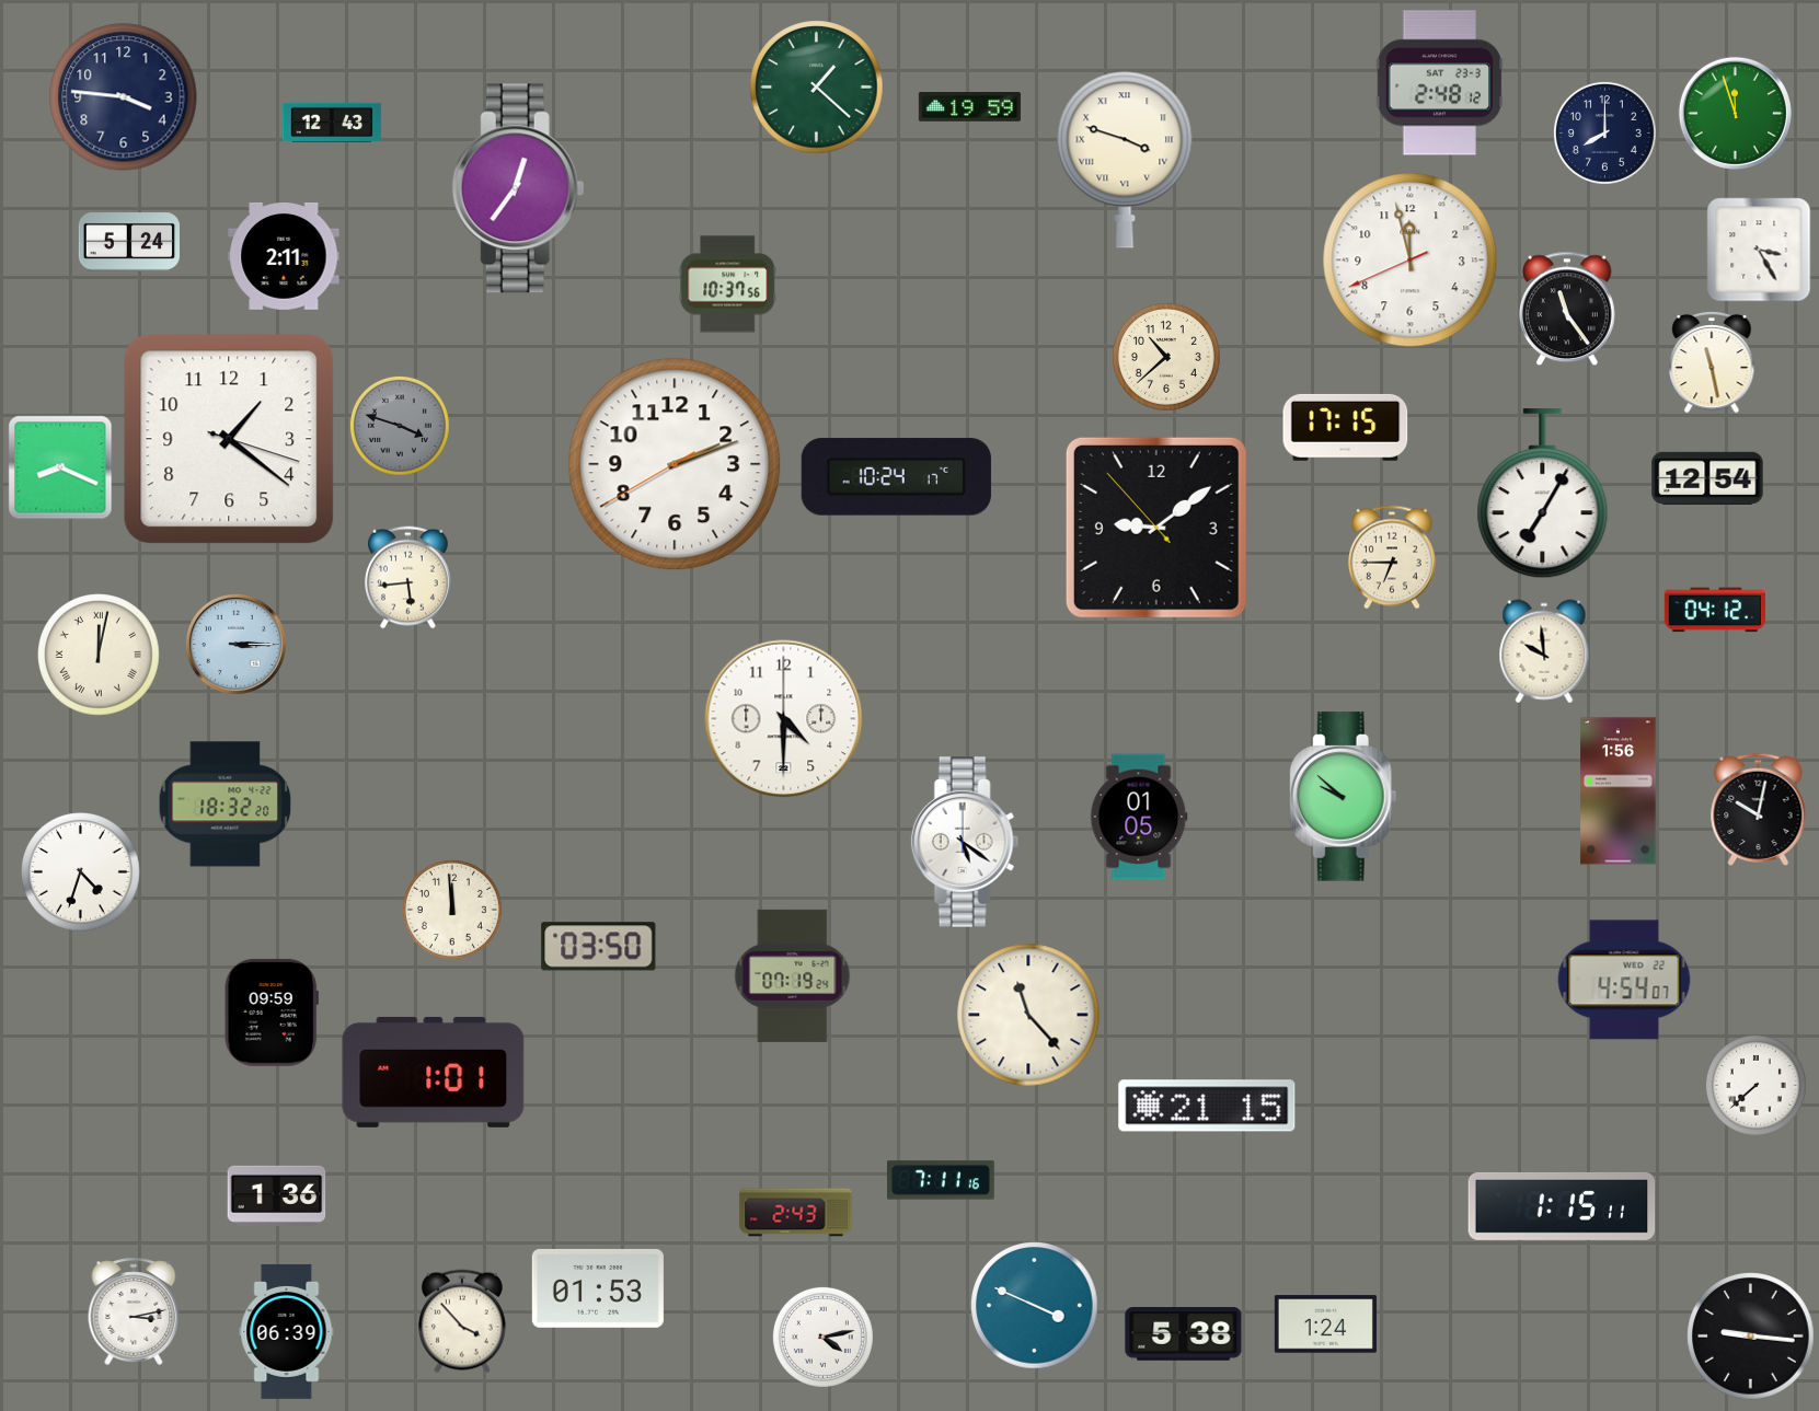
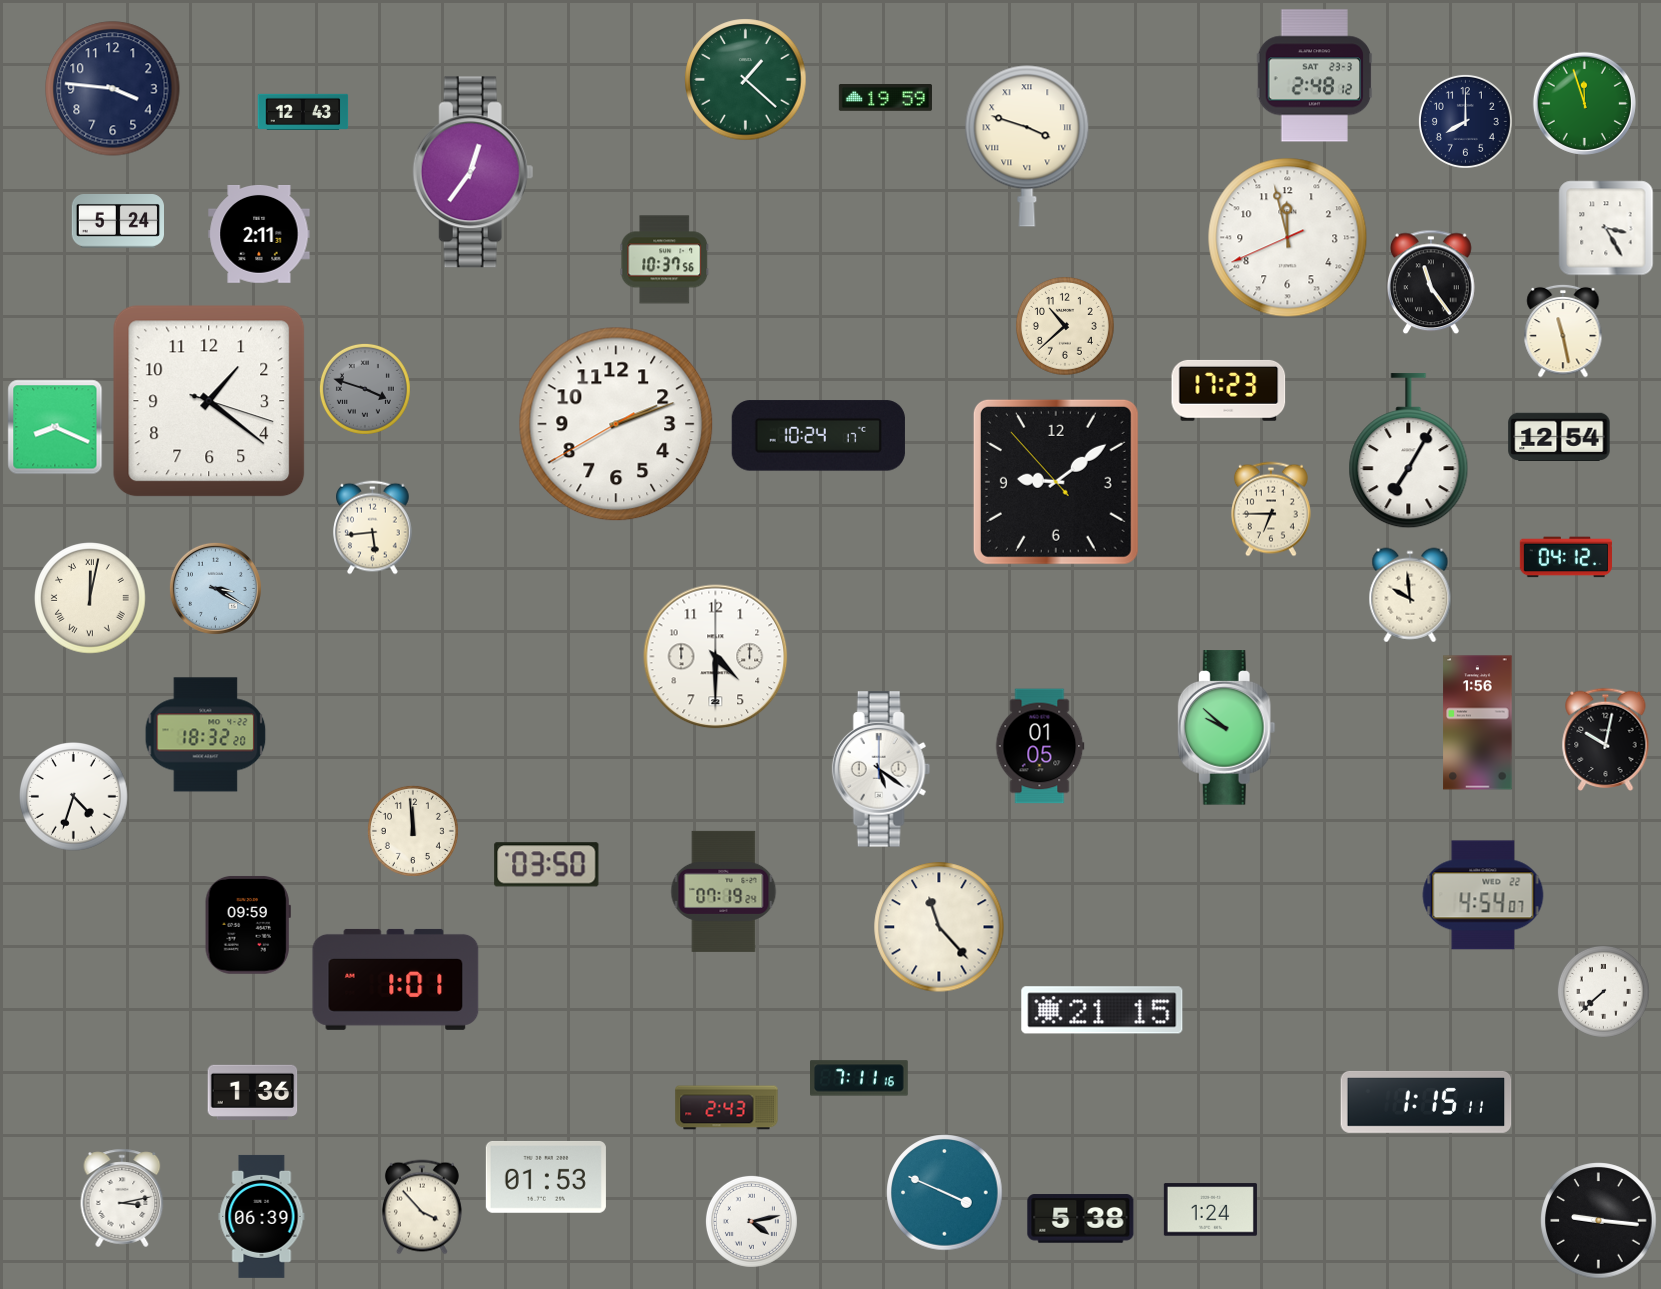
clock at (1346, 427): 17:15 -> 17:23
clock at (235, 644): 3:15 -> 3:20
